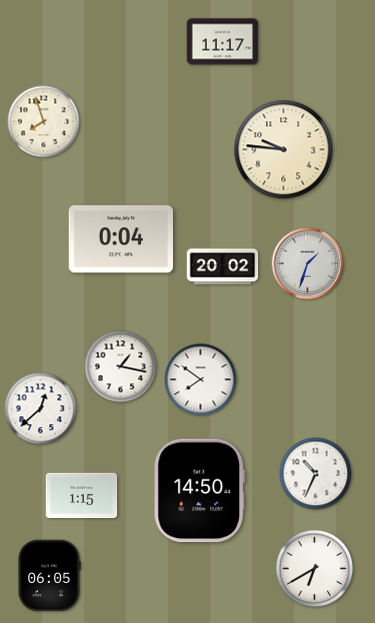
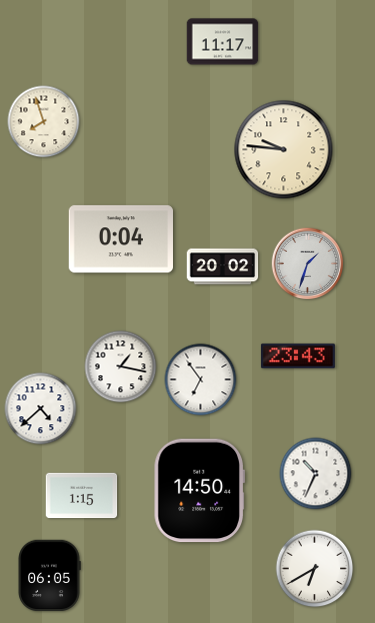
clock at (298, 356): none -> 23:43
clock at (201, 380): 7:51 -> 6:54
clock at (41, 409): 12:38 -> 4:38
